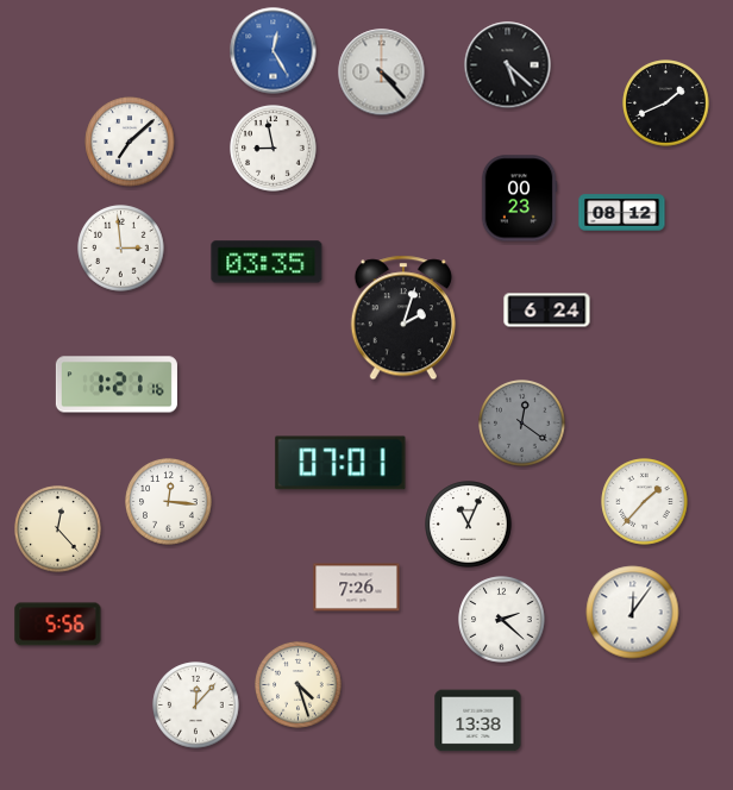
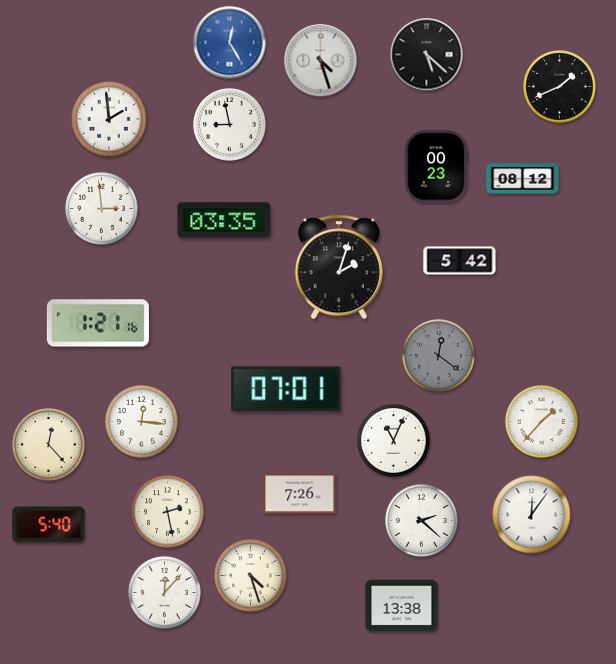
clock at (382, 73): 4:23 -> 4:27
clock at (130, 142): 7:08 -> 1:59
clock at (547, 311): 6:24 -> 5:42
clock at (168, 512): none -> 2:28
clock at (58, 625): 5:56 -> 5:40
